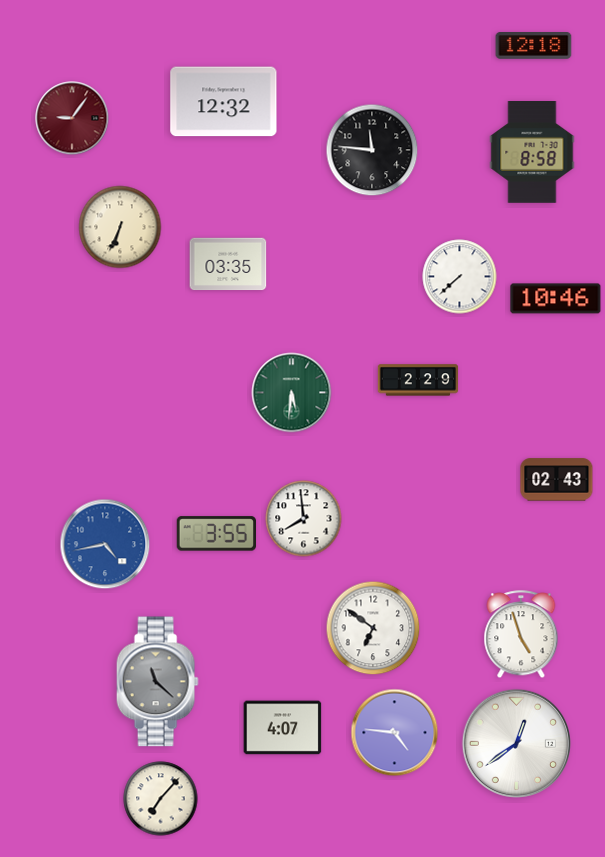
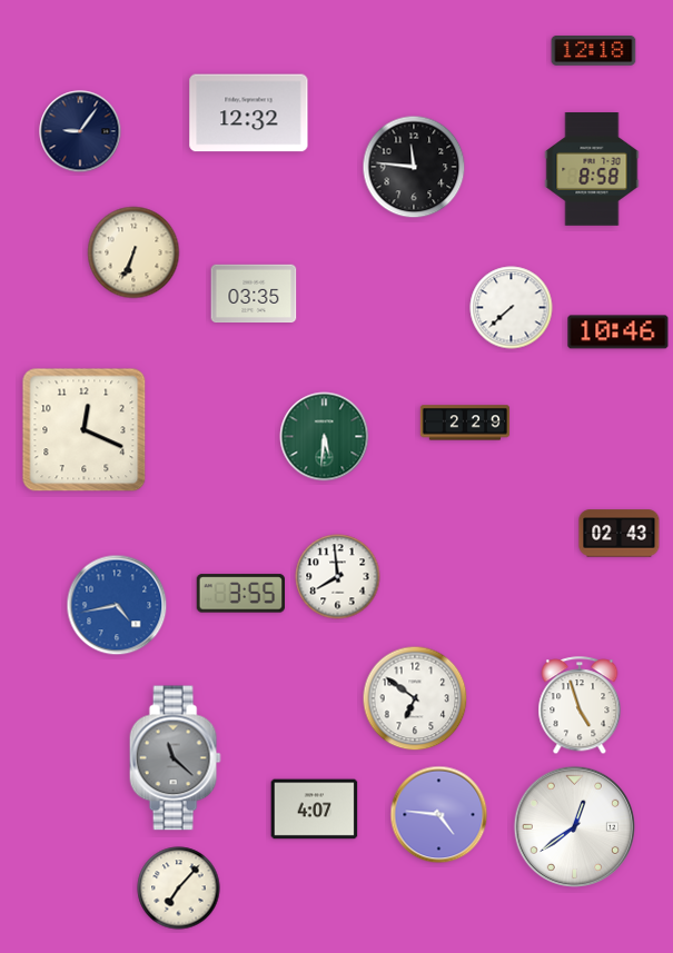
clock at (72, 118) dial: burgundy -> navy
clock at (85, 430): none -> 12:19
